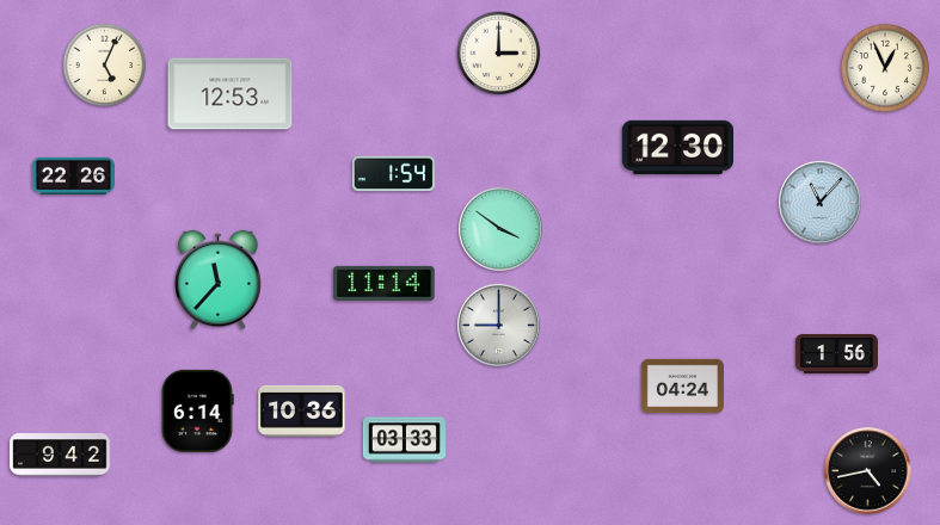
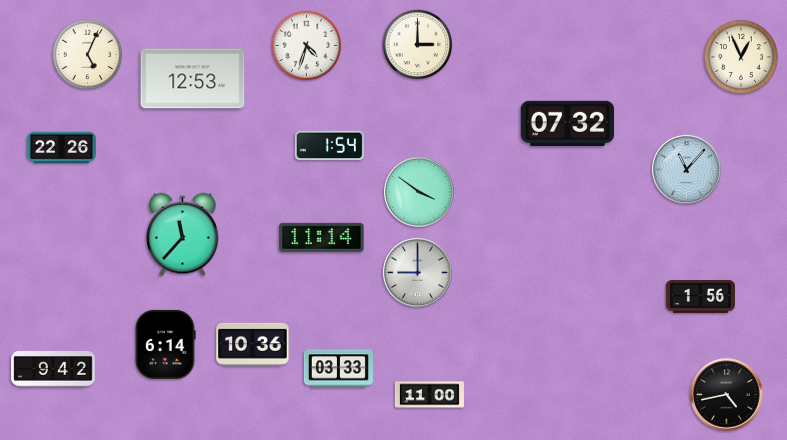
clock at (307, 46): none -> 4:33
clock at (678, 147): 12:30 -> 07:32
clock at (682, 387): 04:24 -> none
clock at (60, 455) position: (60, 455) -> (53, 369)
clock at (429, 395): none -> 11:00
